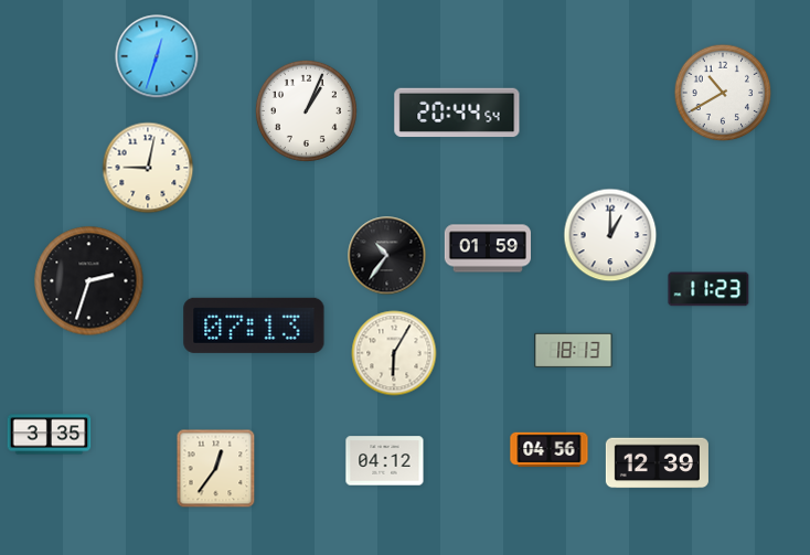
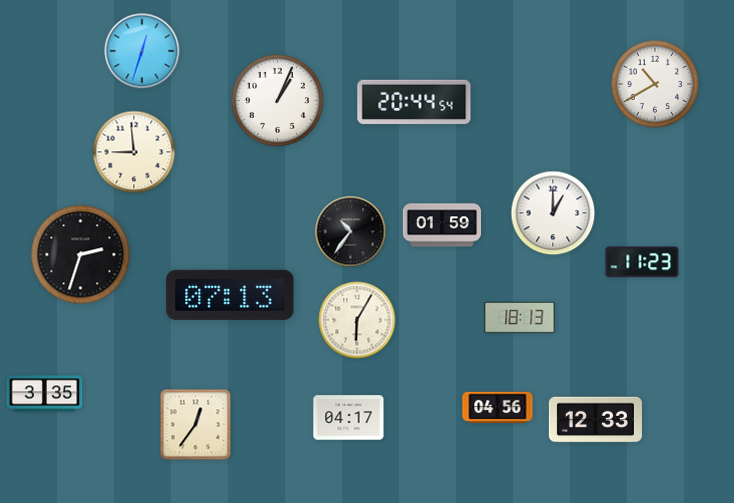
clock at (148, 168): 9:02 -> 8:59
clock at (385, 461): 04:12 -> 04:17
clock at (657, 463): 12:39 -> 12:33
